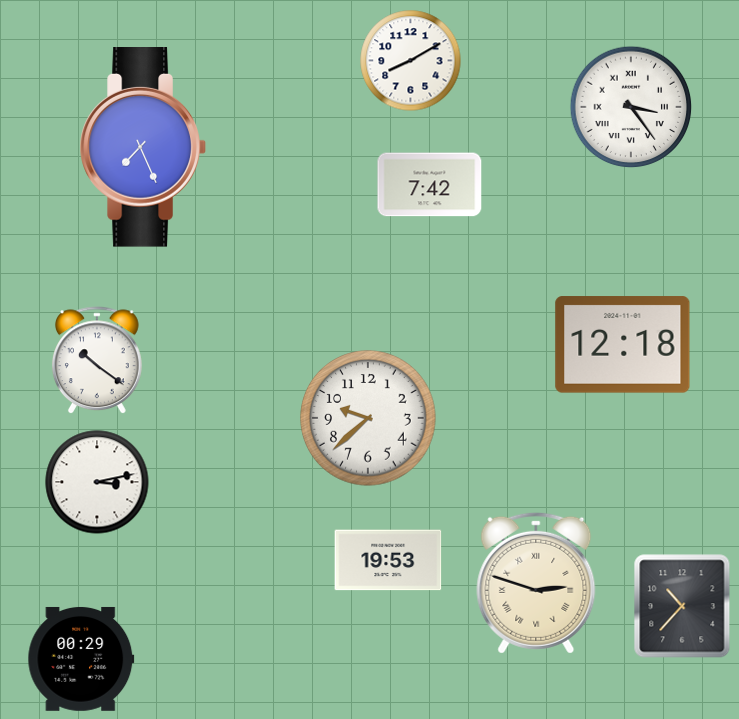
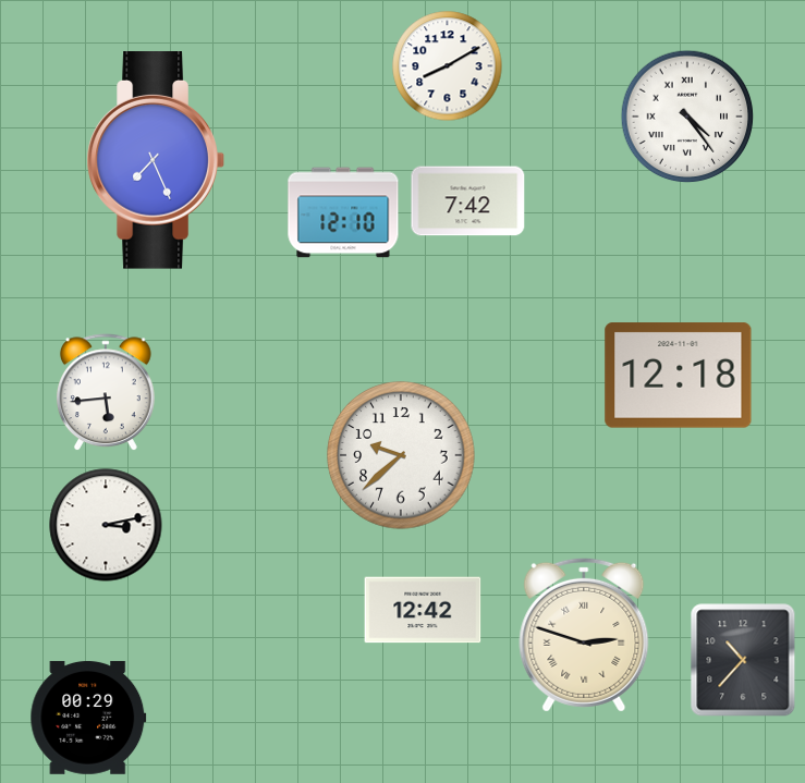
clock at (631, 107): 3:24 -> 4:24
clock at (343, 212): none -> 12:10
clock at (97, 361): 10:21 -> 5:44
clock at (388, 560): 19:53 -> 12:42
